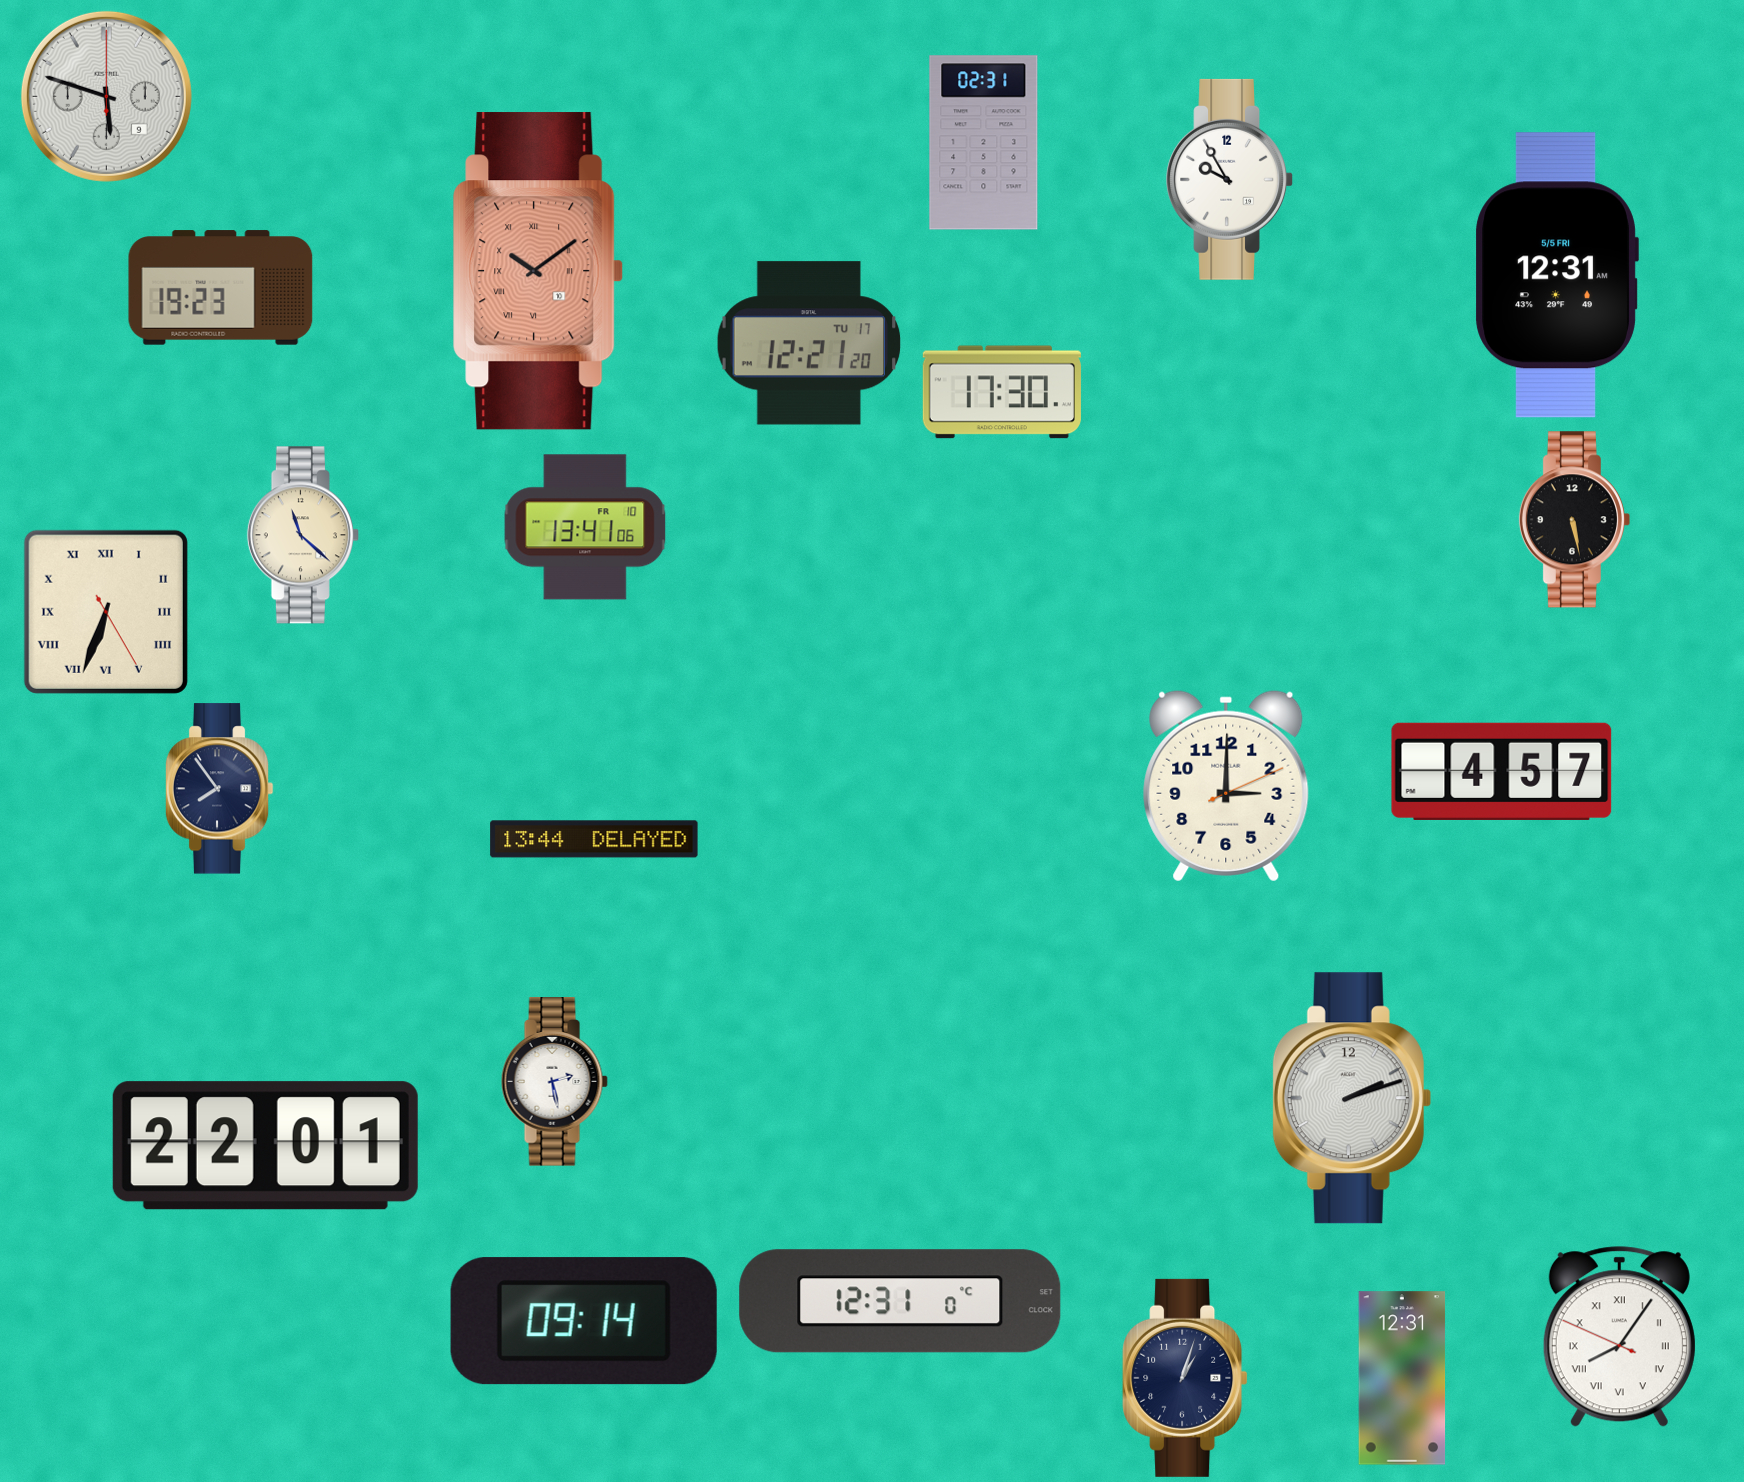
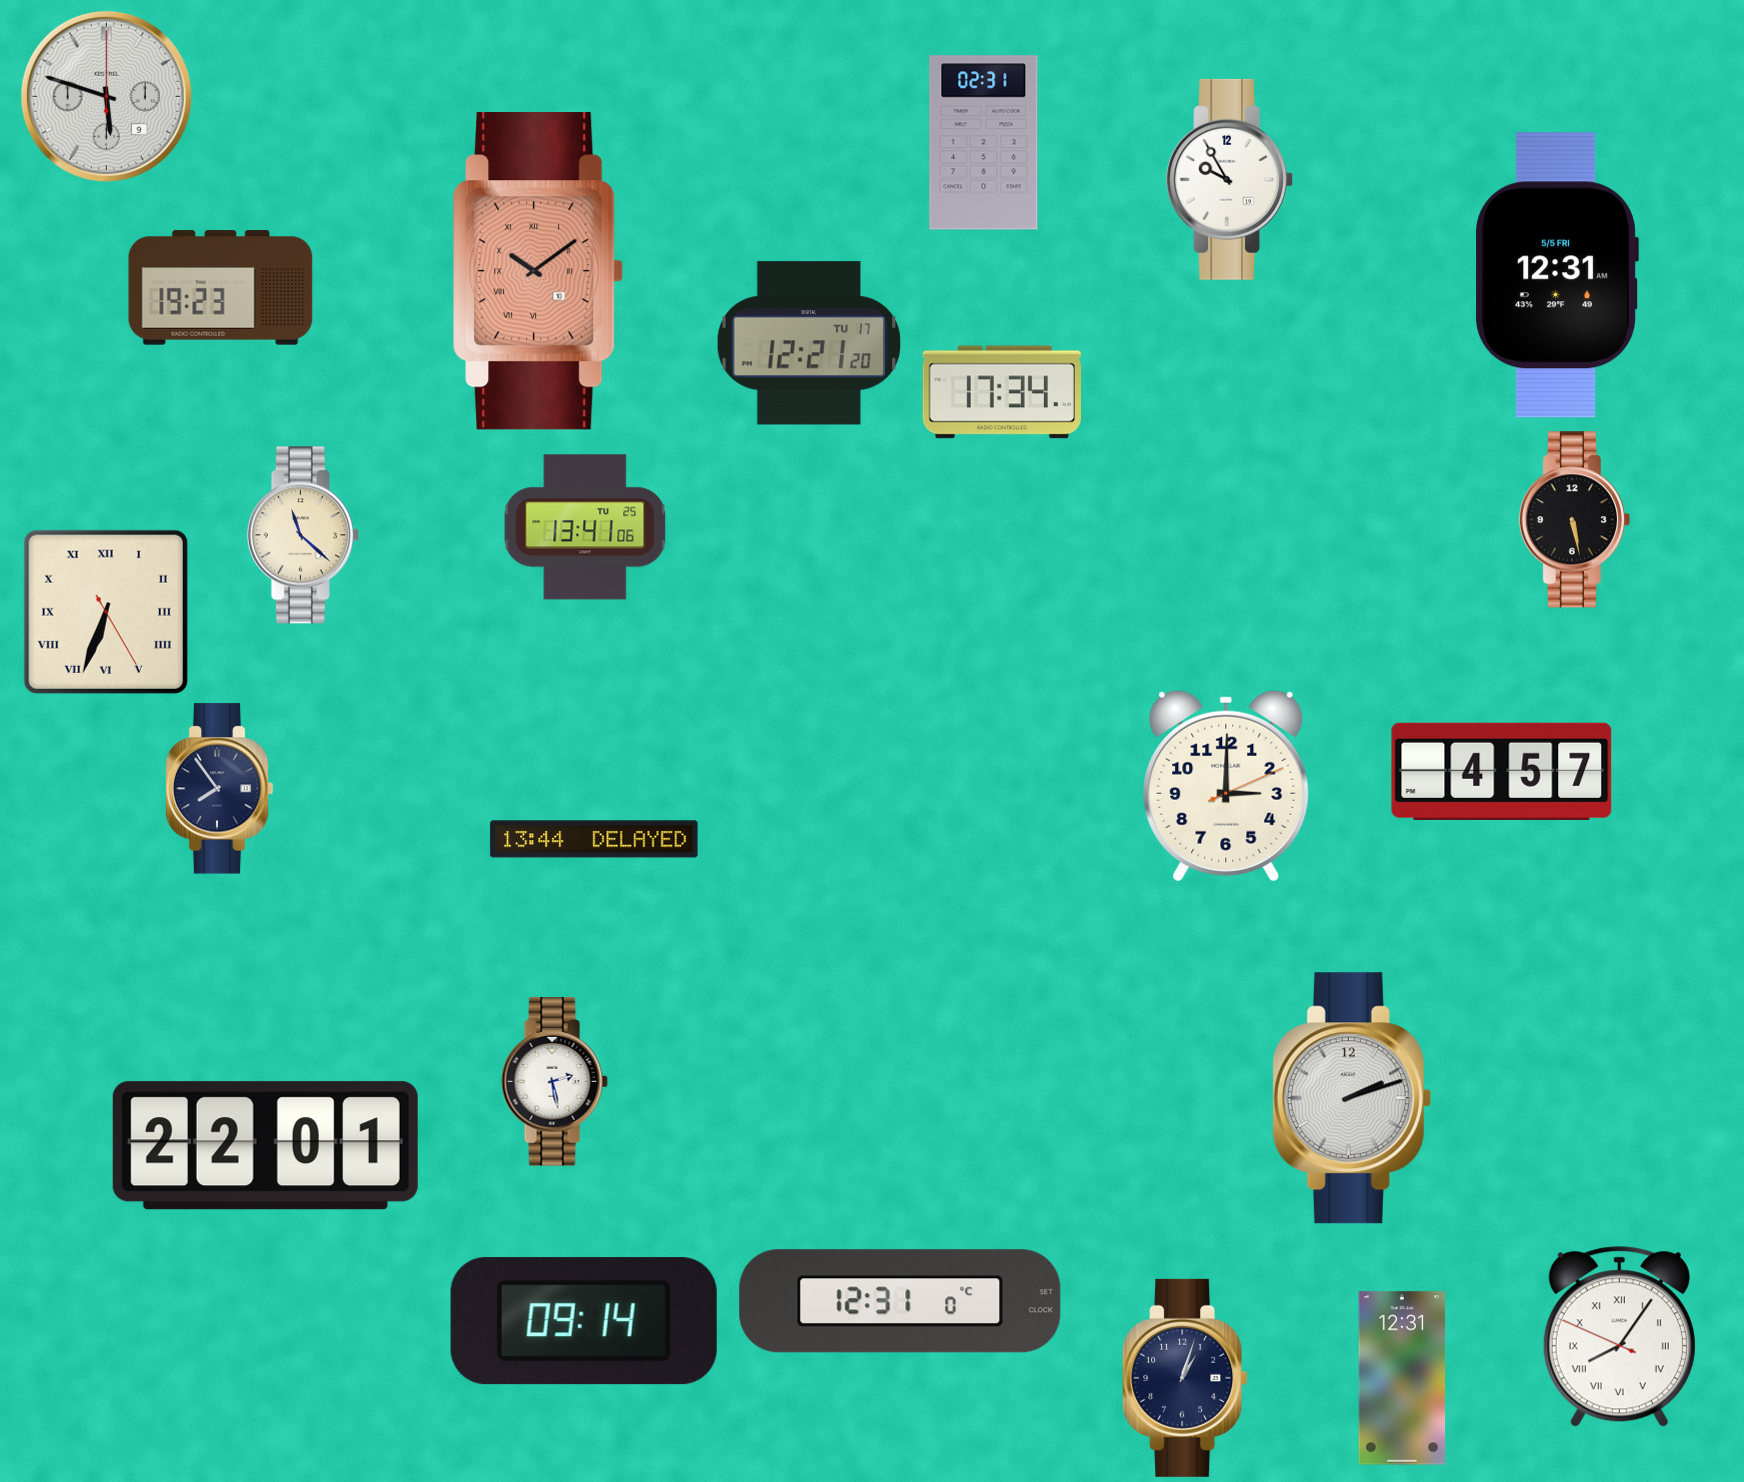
clock at (1002, 392): 17:30 -> 17:34
clock at (585, 527) date: FR 10 -> TU 25
